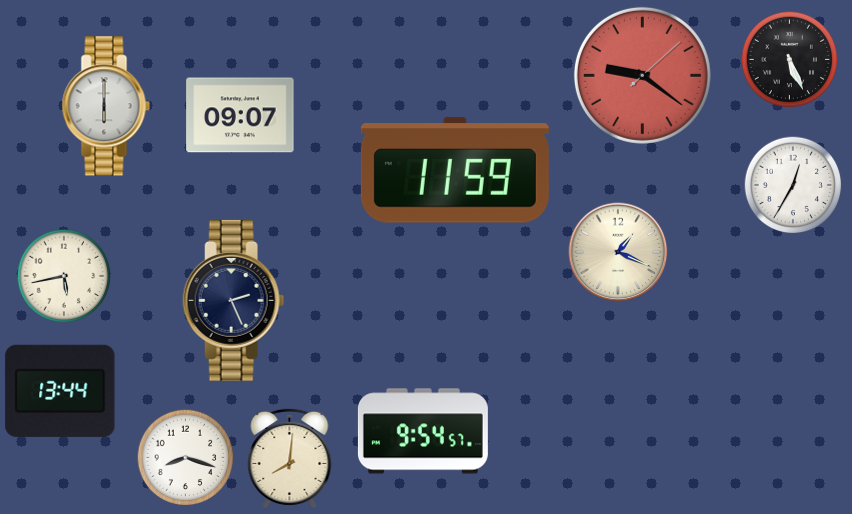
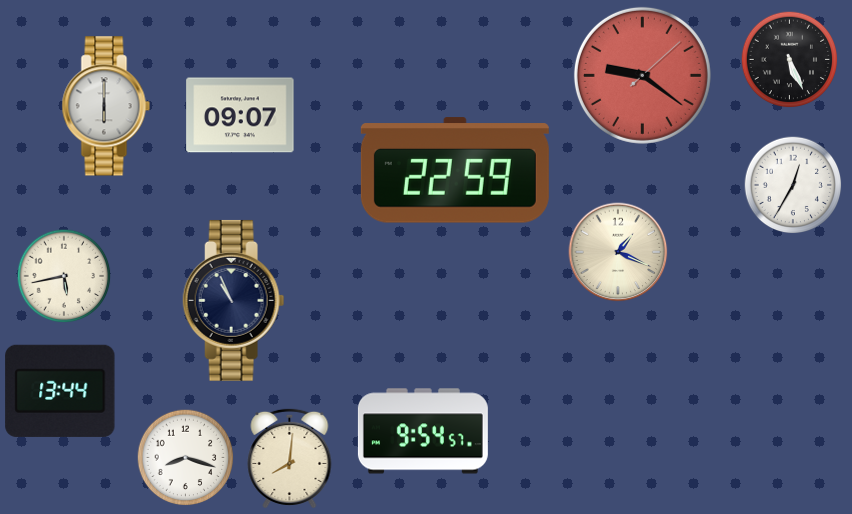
clock at (455, 170): 11:59 -> 22:59
clock at (234, 300): 2:26 -> 10:56
